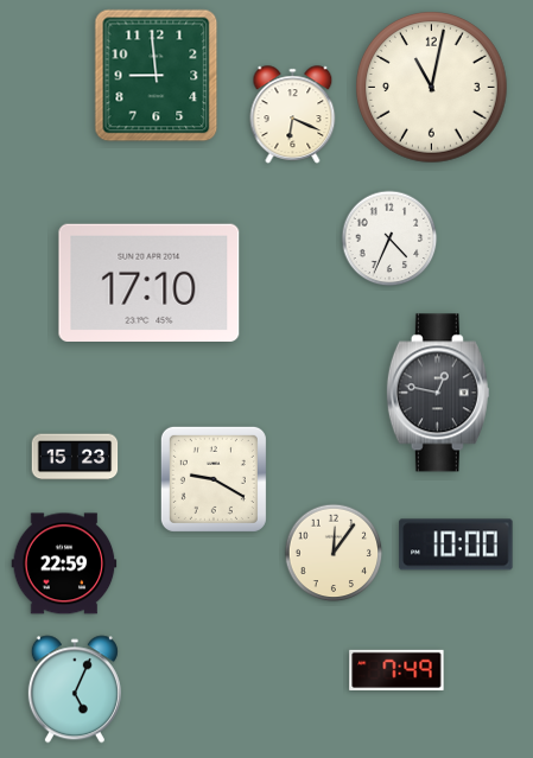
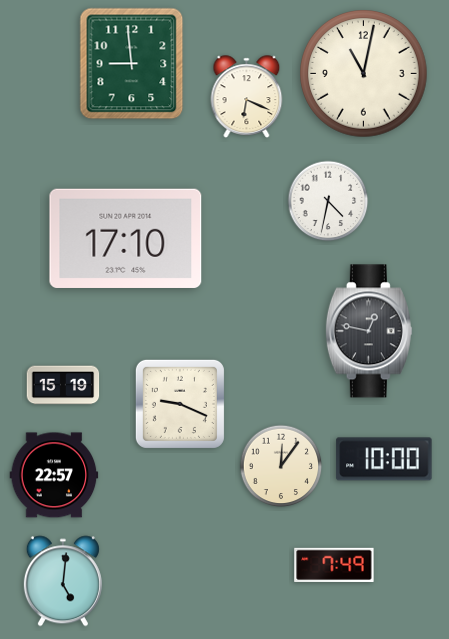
clock at (389, 238): 4:34 -> 4:32
clock at (75, 457): 15:23 -> 15:19
clock at (214, 479): 9:20 -> 9:19
clock at (64, 563): 22:59 -> 22:57
clock at (75, 689): 5:04 -> 5:01
